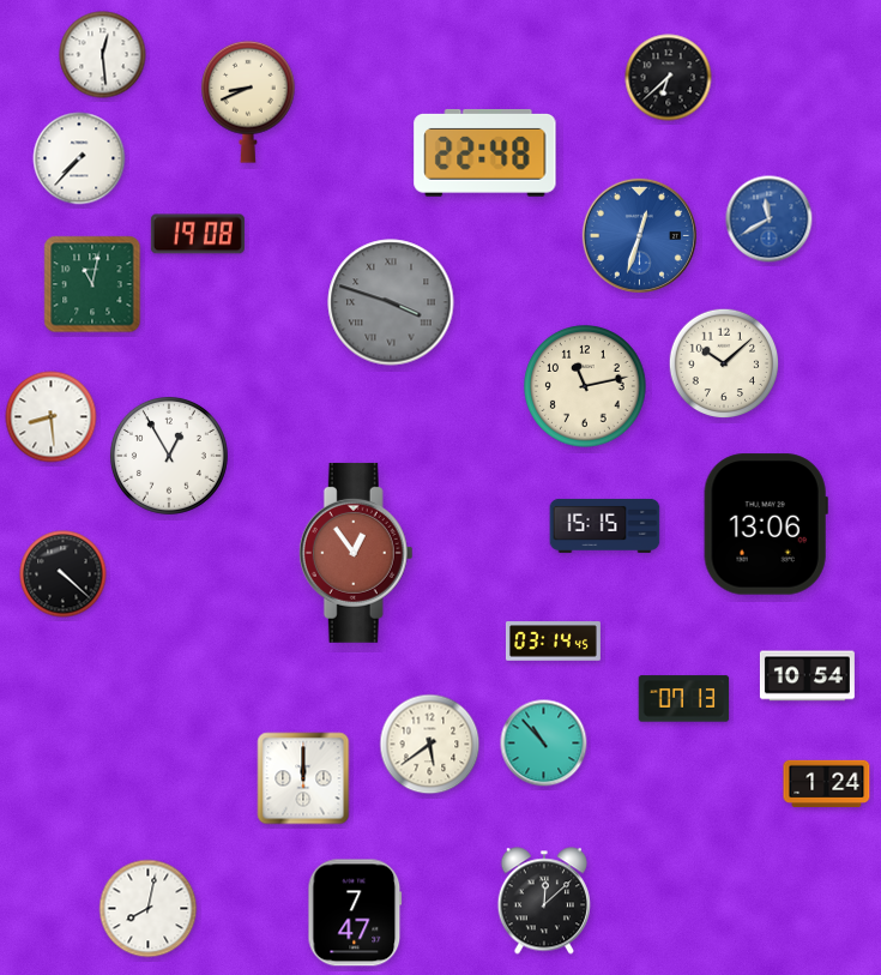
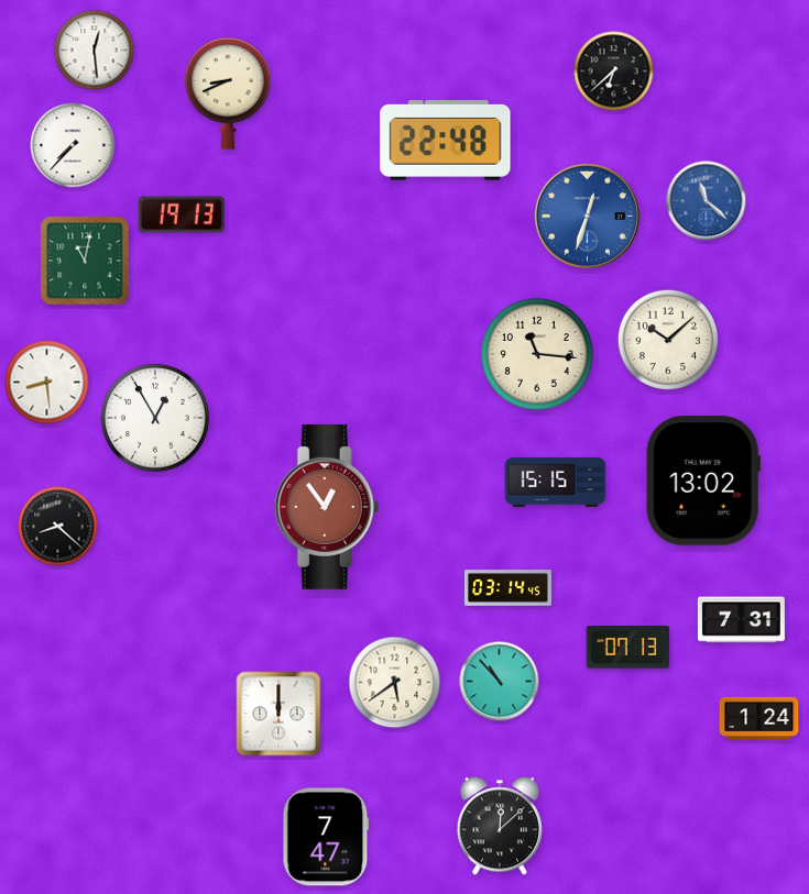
clock at (770, 219): 11:40 -> 11:22
clock at (198, 234): 19:08 -> 19:13
clock at (391, 302): 3:48 -> none
clock at (724, 363) position: (724, 363) -> (668, 340)
clock at (585, 386): 11:13 -> 11:16
clock at (766, 524): 13:06 -> 13:02
clock at (64, 574): 4:22 -> 8:22
clock at (807, 676): 10:54 -> 7:31
clock at (684, 699) position: (684, 699) -> (628, 648)
clock at (149, 909): 8:02 -> none
